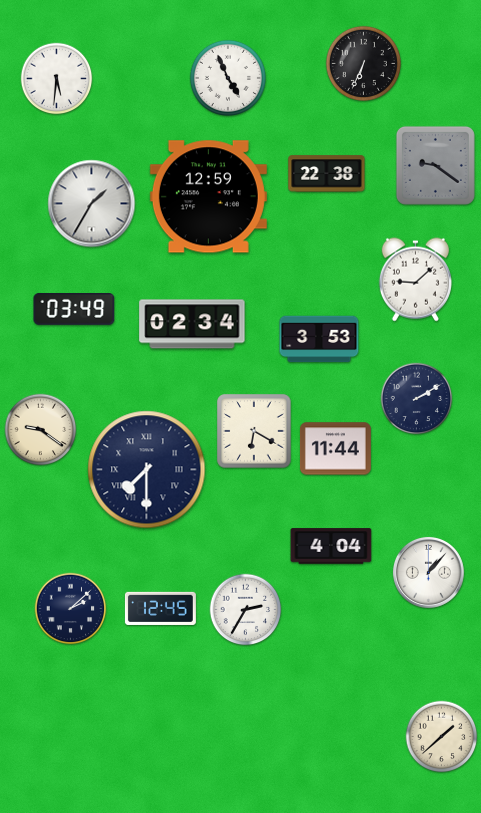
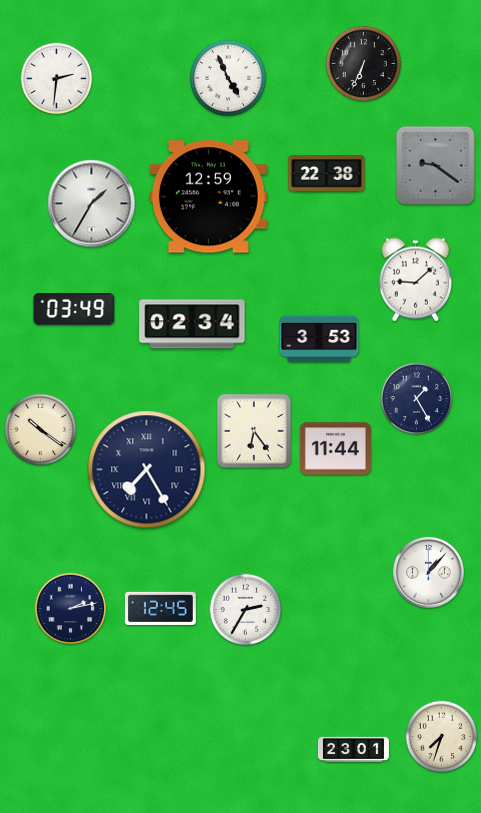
clock at (57, 79): 5:31 -> 2:31
clock at (417, 399): 2:10 -> 1:25
clock at (41, 430): 9:21 -> 10:21
clock at (254, 431): 6:20 -> 6:24
clock at (147, 470): 7:30 -> 7:25
clock at (331, 546): 4:04 -> none
clock at (71, 609): 2:08 -> 2:13
clock at (442, 737): 1:38 -> 7:33
clock at (353, 749): none -> 23:01
